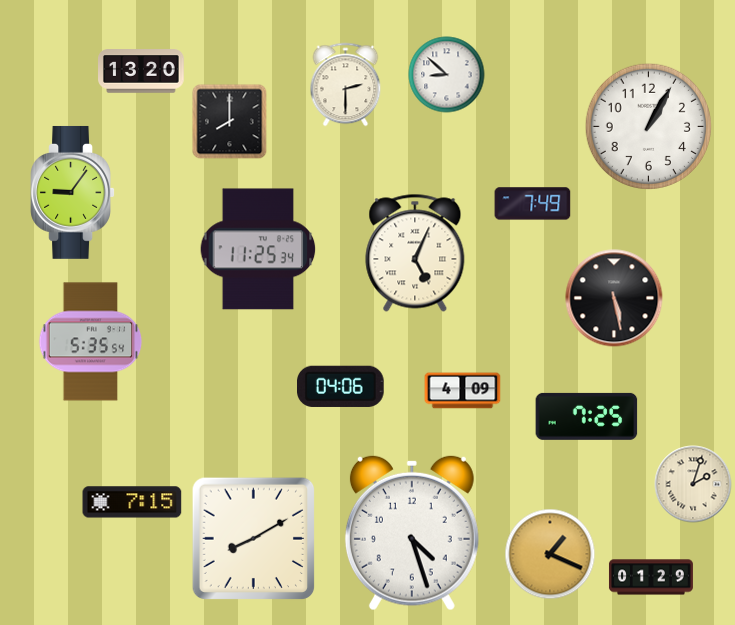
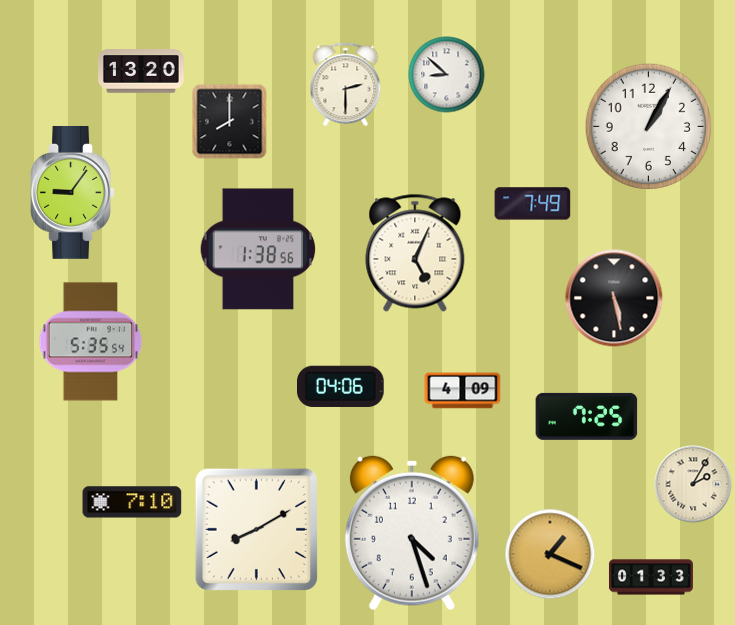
clock at (258, 249): 11:25 -> 1:38
clock at (693, 484): 2:03 -> 2:05
clock at (132, 502): 7:15 -> 7:10
clock at (254, 539) position: (254, 539) -> (257, 530)
clock at (651, 577): 01:29 -> 01:33
